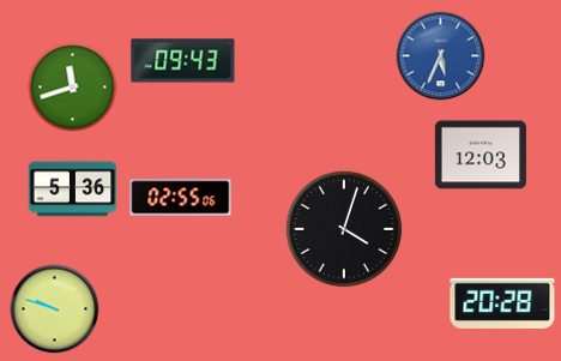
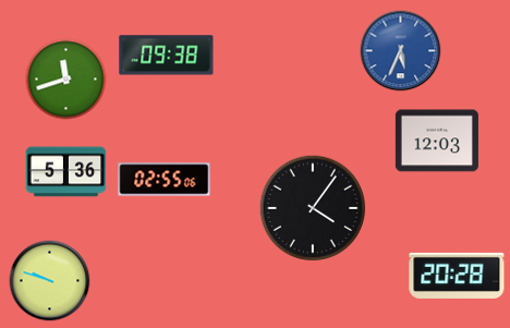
clock at (183, 61): 09:43 -> 09:38
clock at (344, 229): 4:03 -> 4:06
